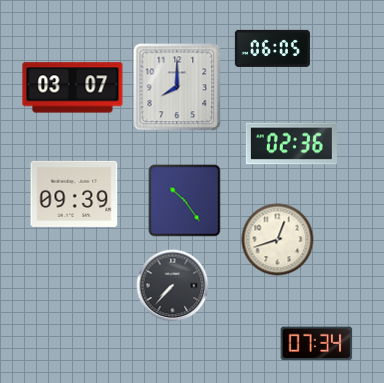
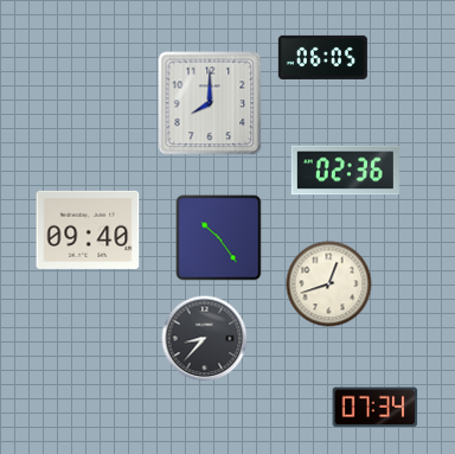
clock at (73, 88): 03:07 -> none
clock at (74, 194): 09:39 -> 09:40
clock at (173, 286): 7:37 -> 8:37
